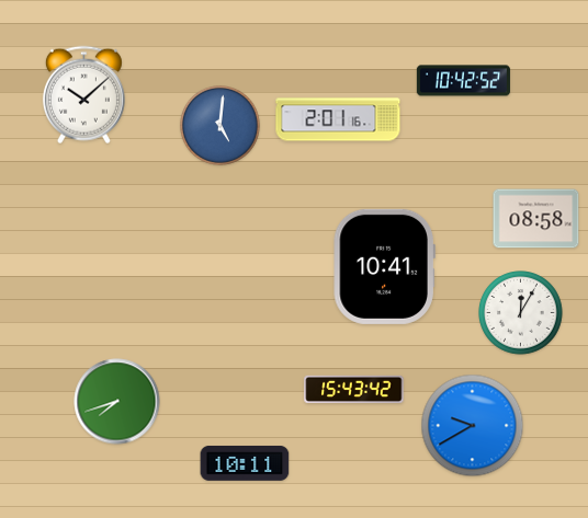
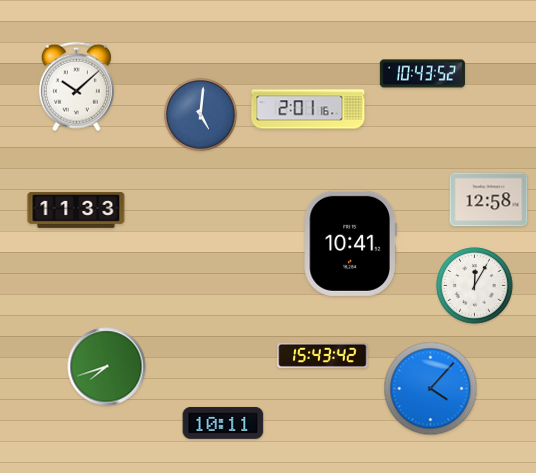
clock at (463, 81): 10:42 -> 10:43
clock at (536, 219): 08:58 -> 12:58
clock at (76, 210): none -> 11:33
clock at (473, 426): 9:40 -> 4:07
